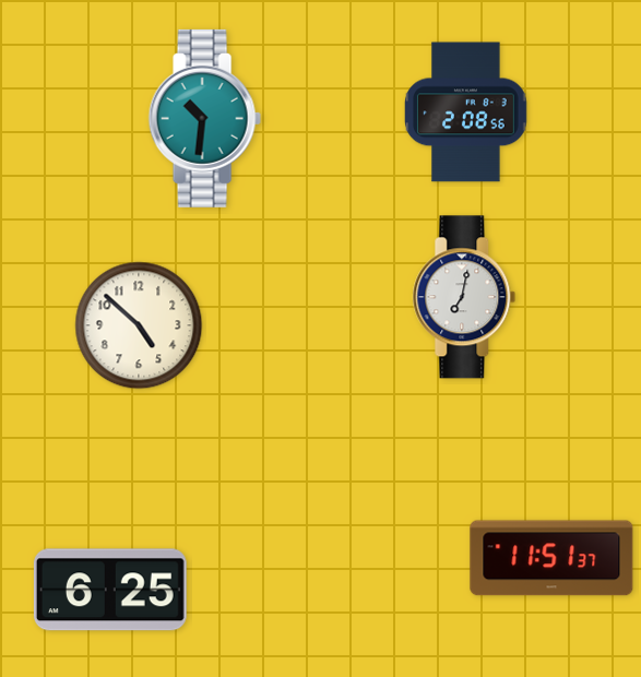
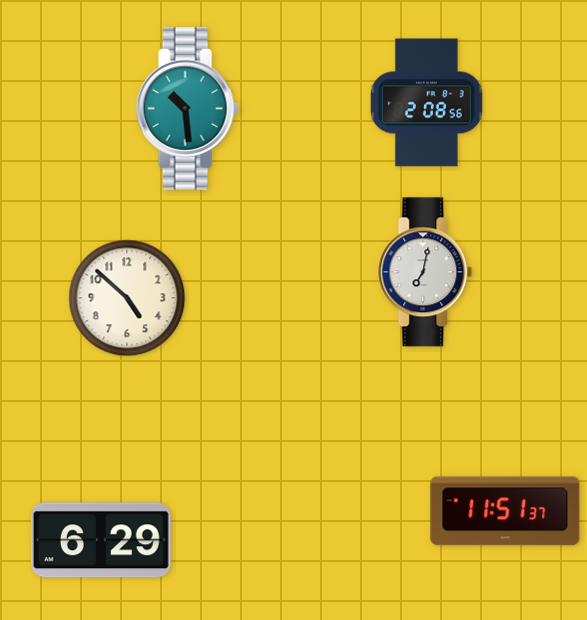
clock at (204, 118): 10:31 -> 10:29
clock at (110, 590): 6:25 -> 6:29
